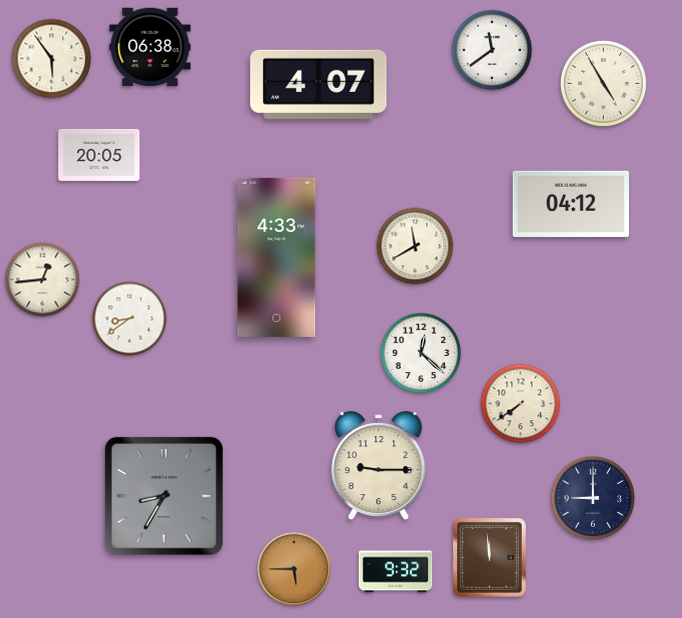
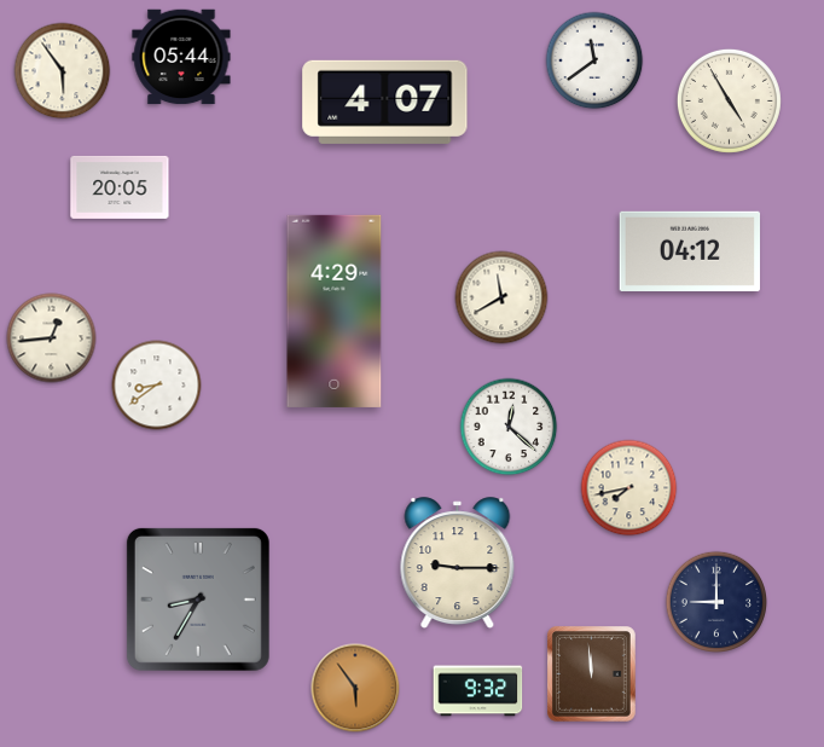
clock at (150, 47): 06:38 -> 05:44
clock at (570, 204) position: (570, 204) -> (689, 251)
clock at (277, 257): 4:33 -> 4:29
clock at (521, 404): 7:39 -> 7:43
clock at (294, 569): 5:45 -> 5:54
